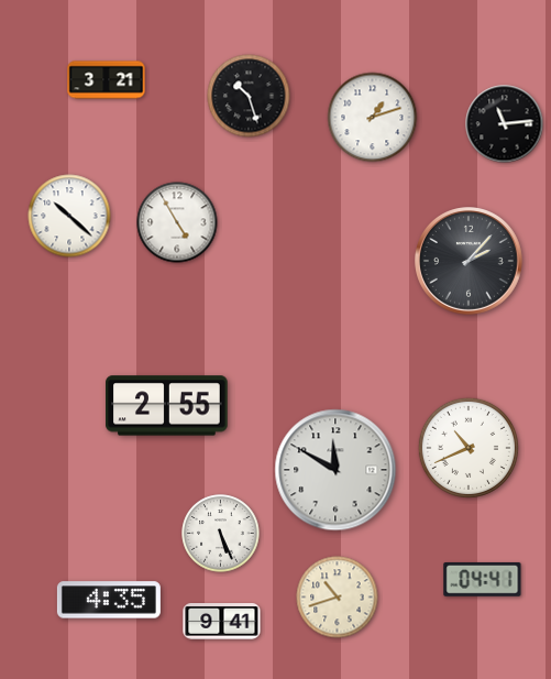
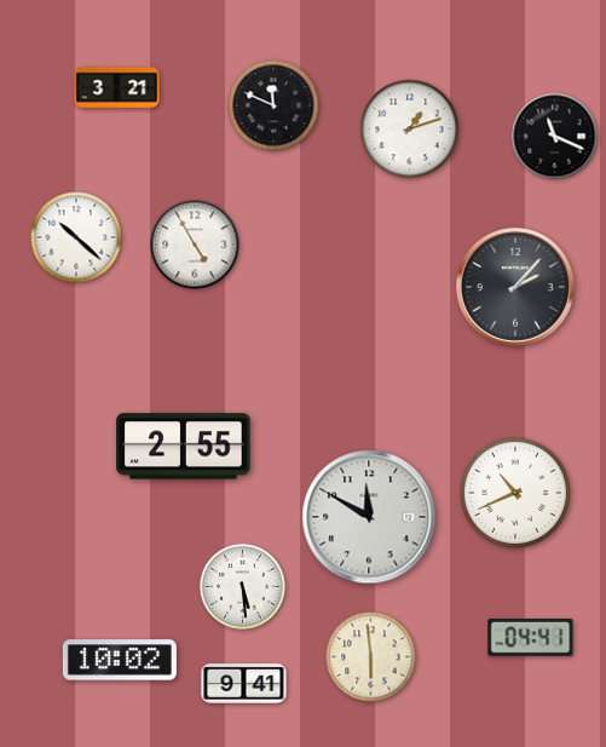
clock at (249, 96): 10:27 -> 11:49
clock at (505, 124): 11:14 -> 11:19
clock at (221, 534): 5:26 -> 5:29
clock at (338, 598): 10:42 -> 5:59
clock at (109, 600): 4:35 -> 10:02
